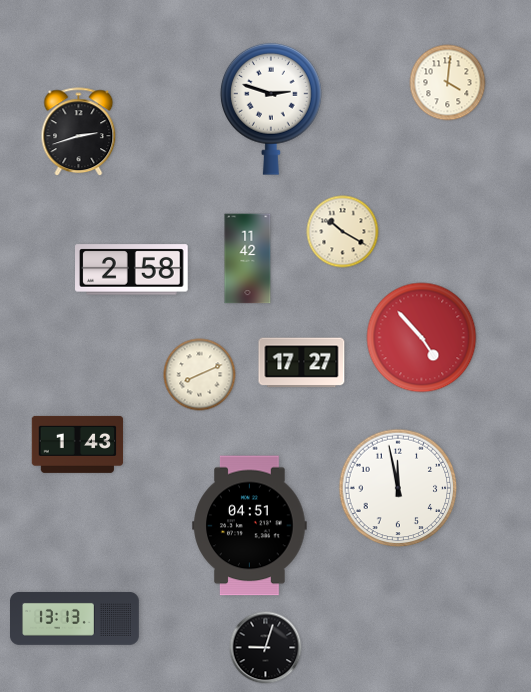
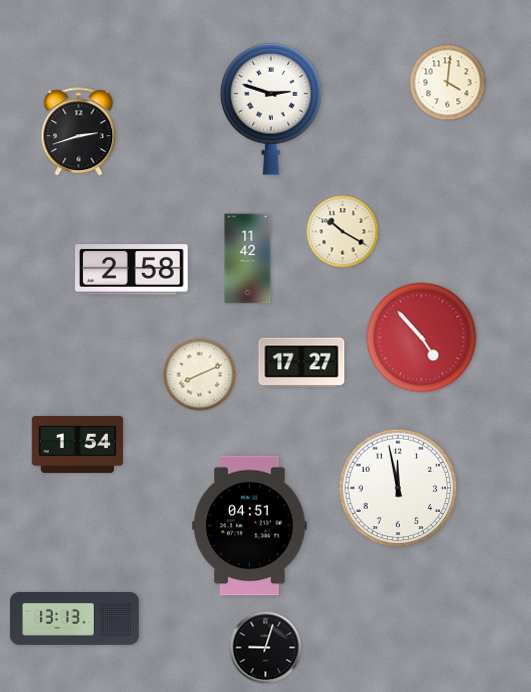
clock at (78, 444): 1:43 -> 1:54
